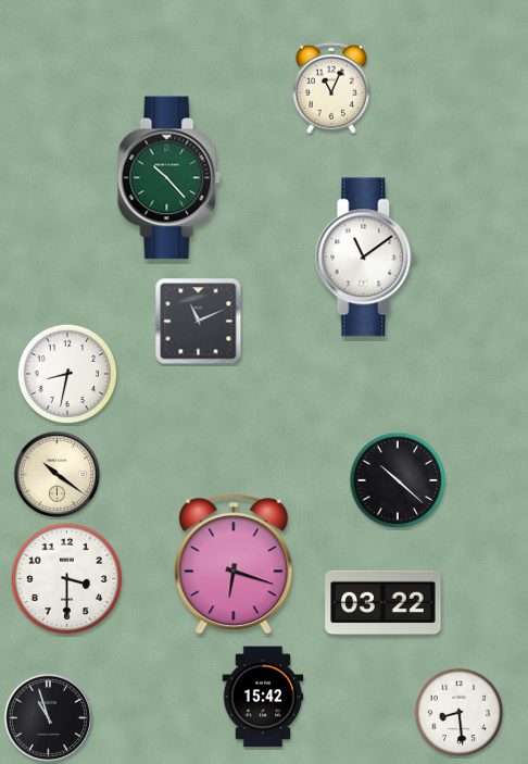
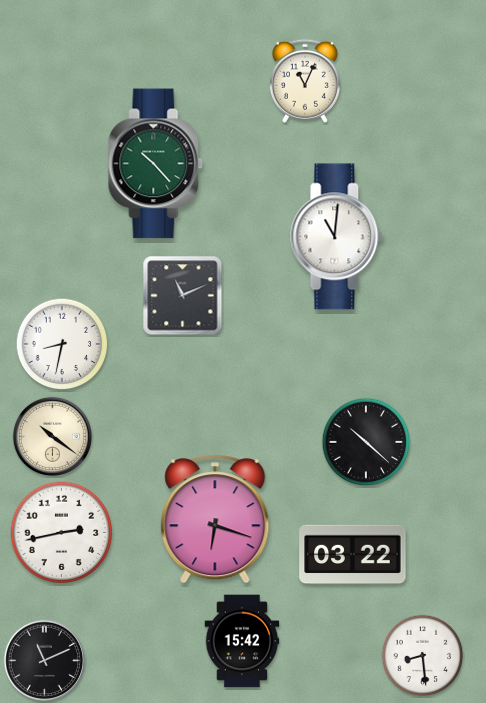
clock at (366, 258): 11:09 -> 11:01
clock at (66, 578): 3:30 -> 2:43
clock at (48, 717): 10:57 -> 11:11
